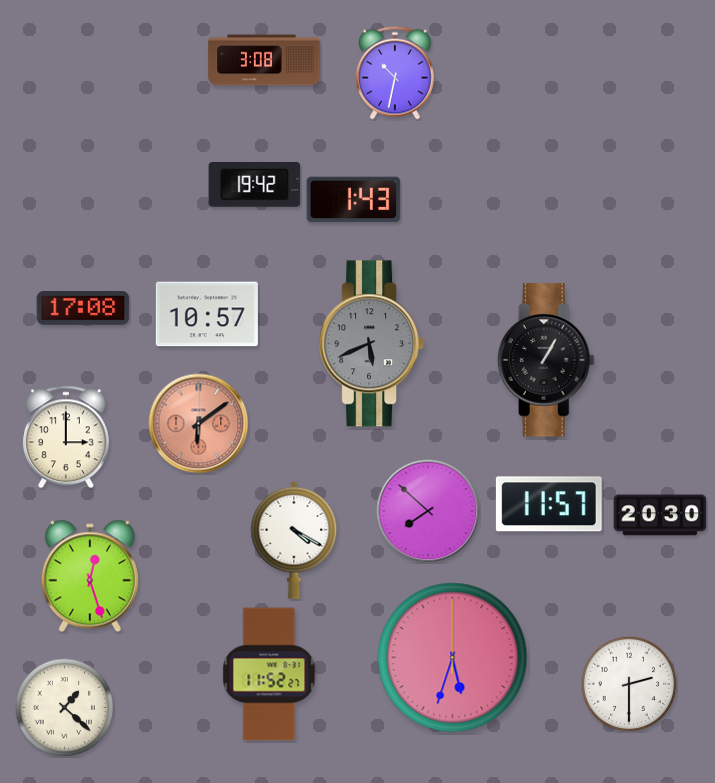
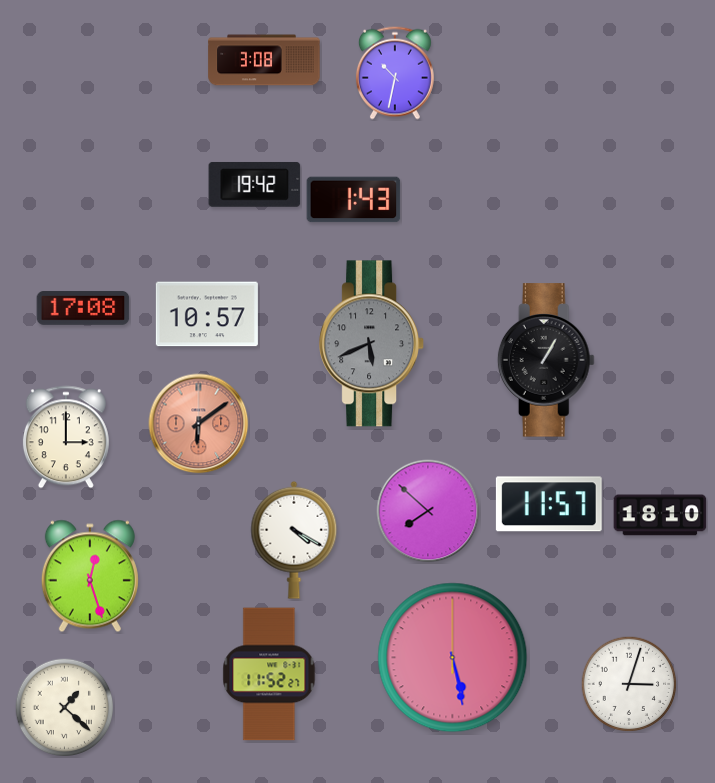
clock at (660, 515): 20:30 -> 18:10
clock at (453, 658): 5:33 -> 5:28
clock at (629, 684): 2:30 -> 3:03
